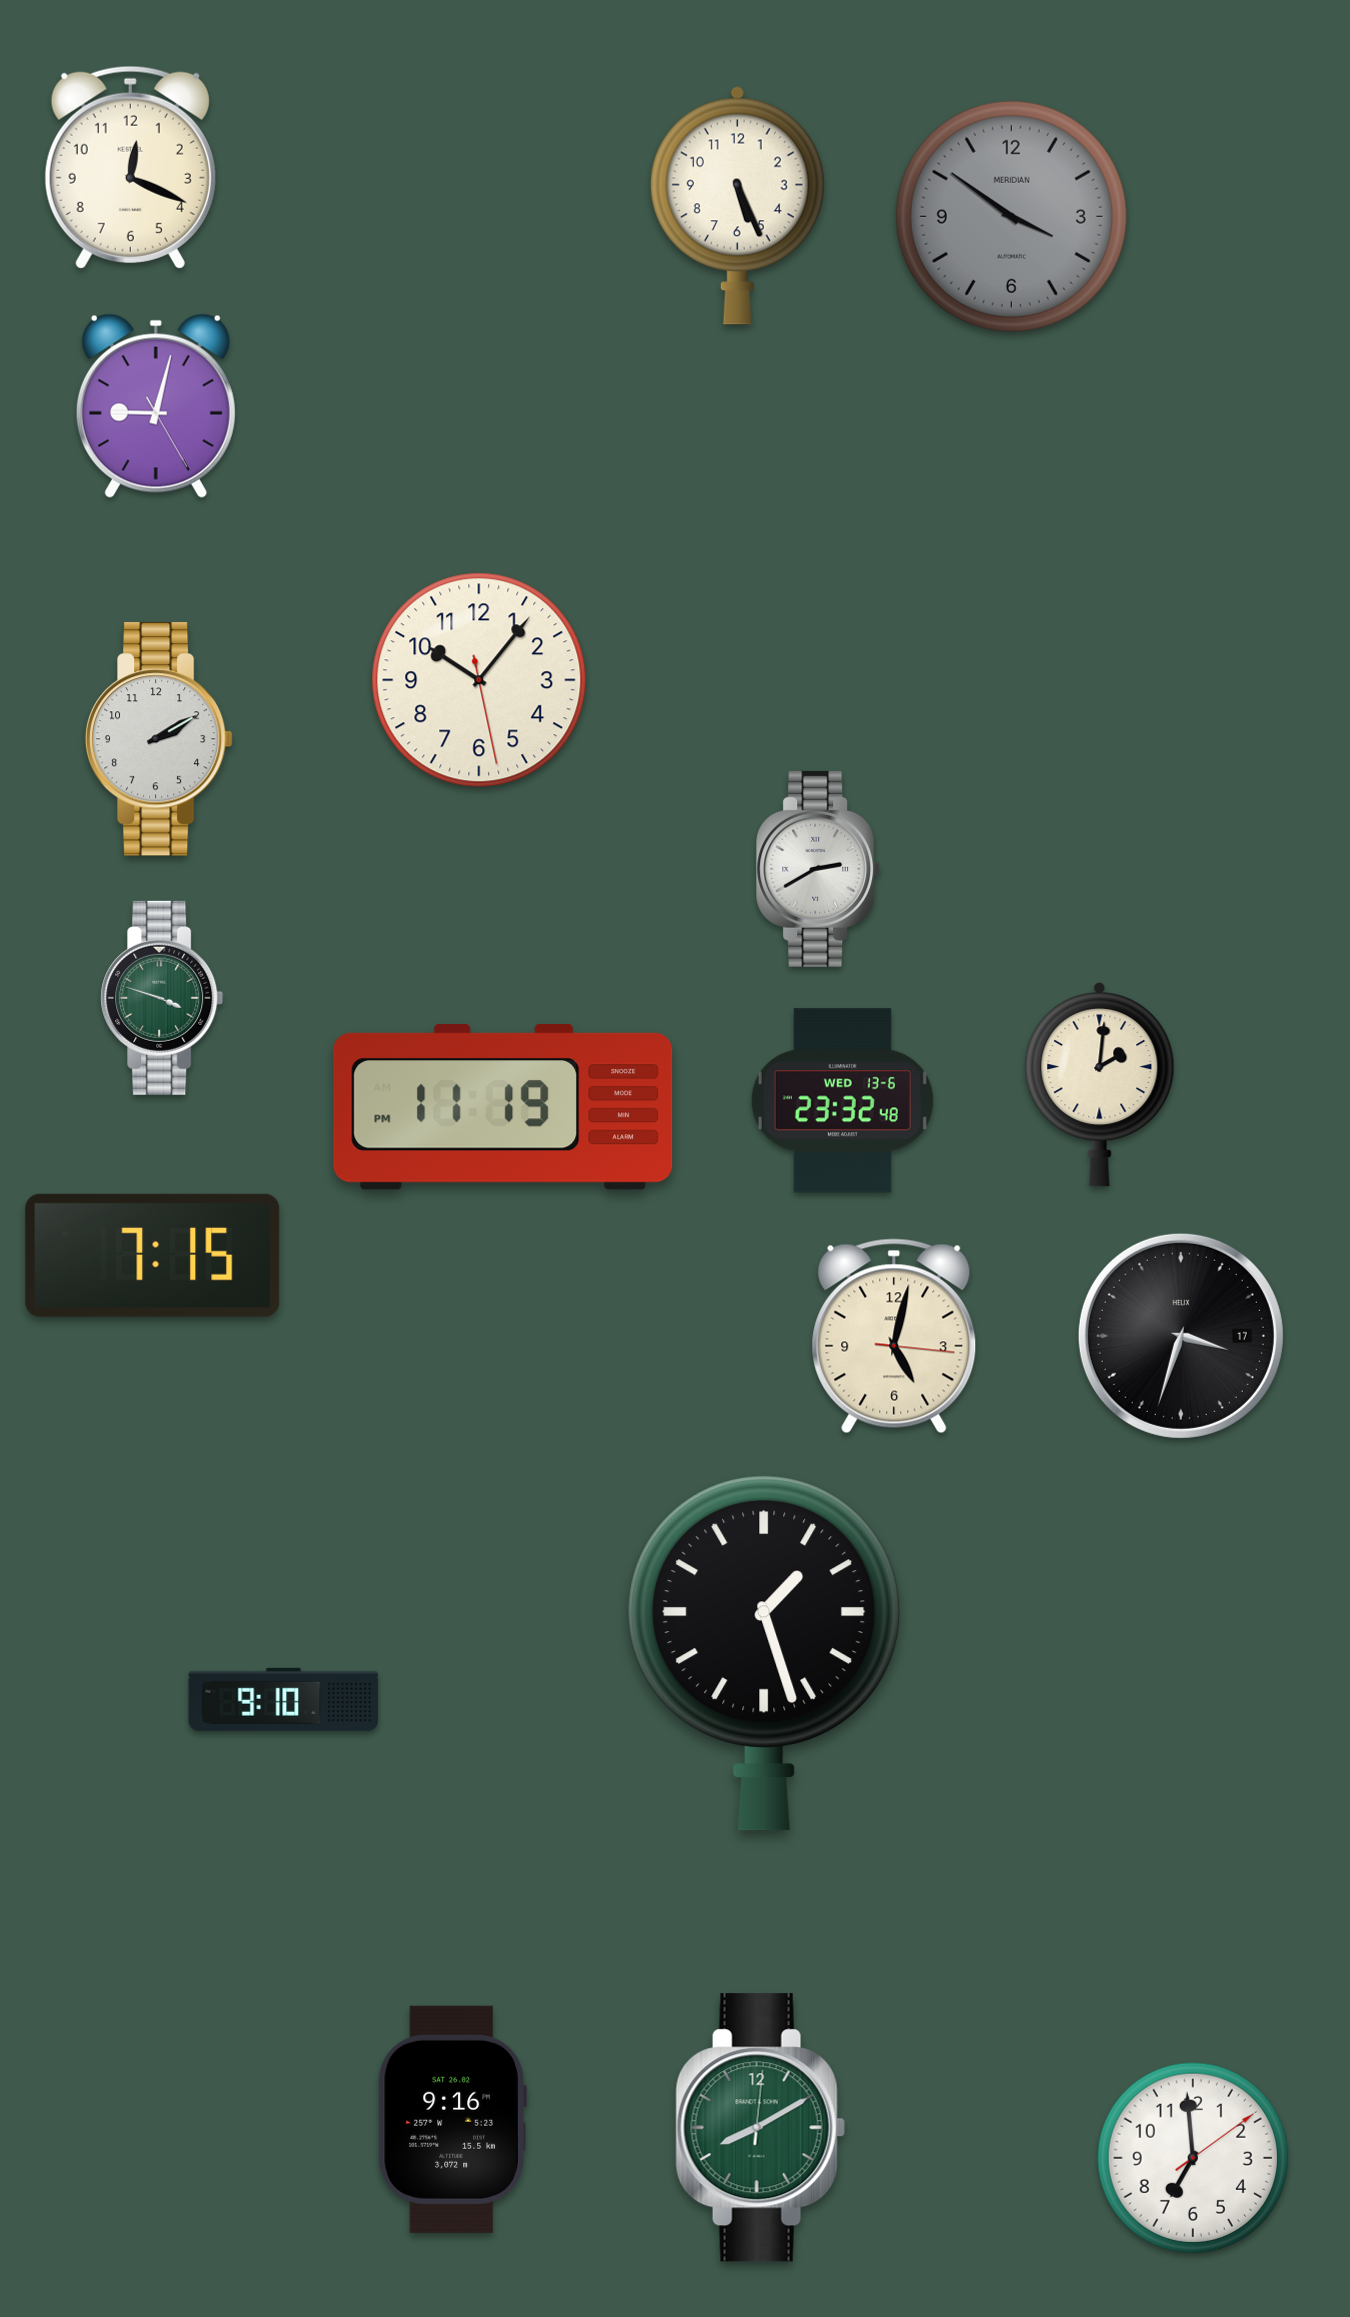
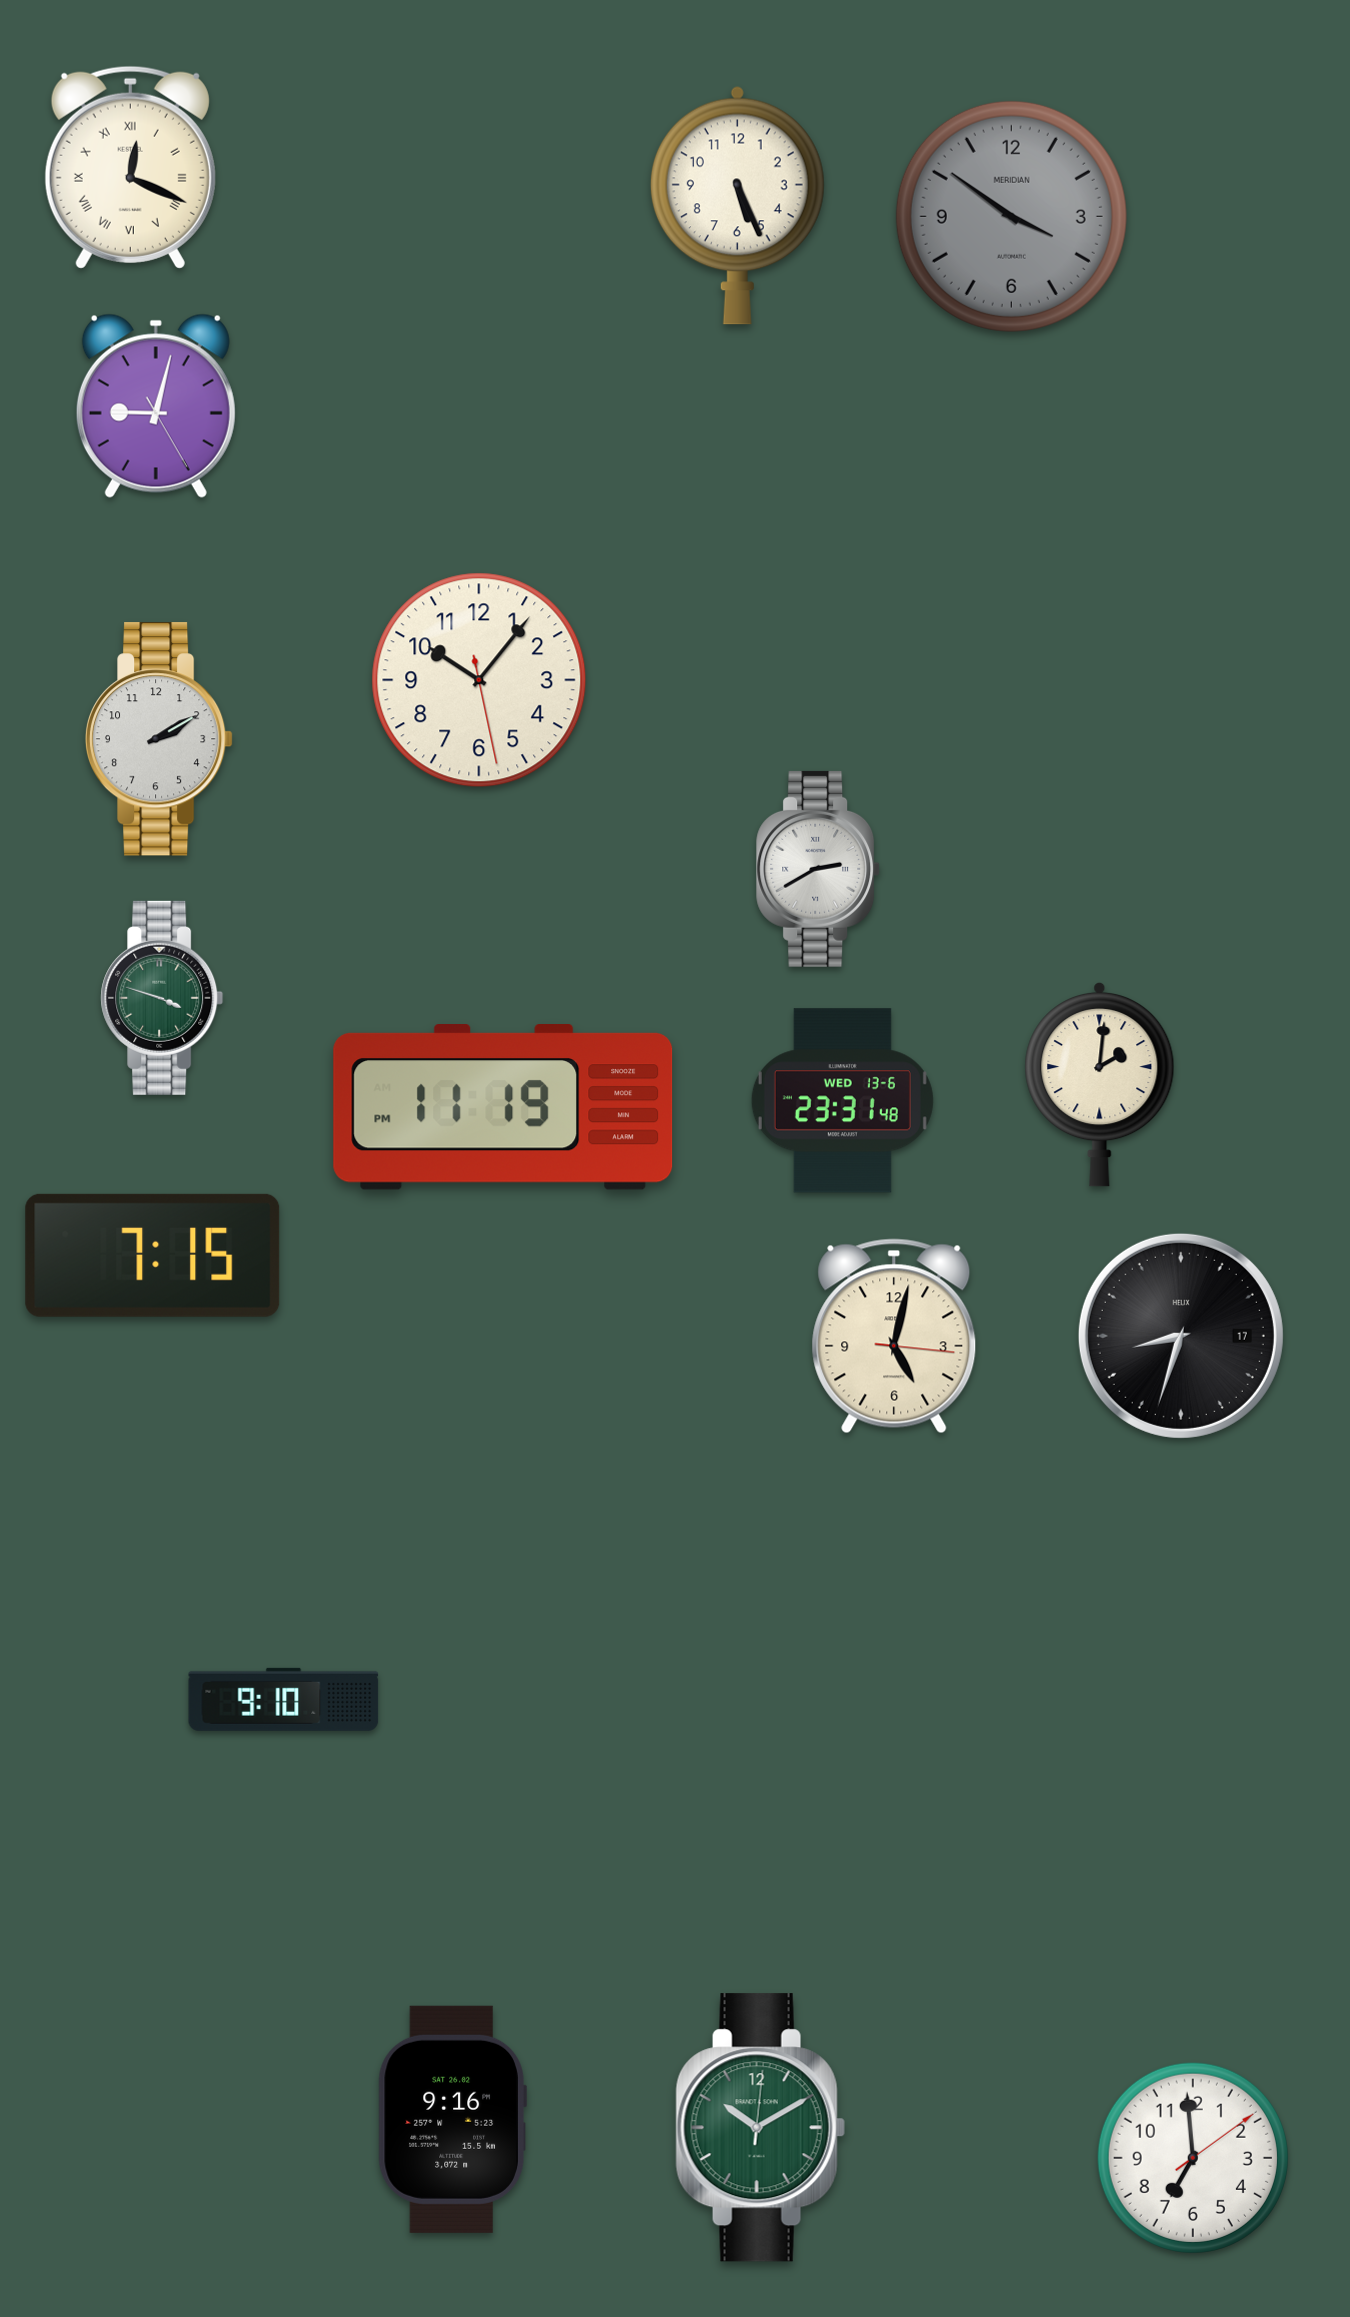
clock at (130, 167) numerals: Arabic -> Roman
clock at (842, 1101): 23:32 -> 23:31
clock at (1181, 1336): 3:33 -> 8:33
clock at (764, 1653): 1:27 -> none
clock at (760, 2128): 8:10 -> 10:10
